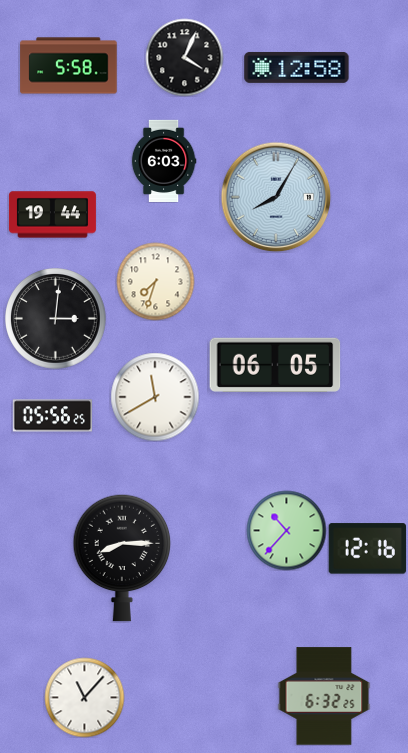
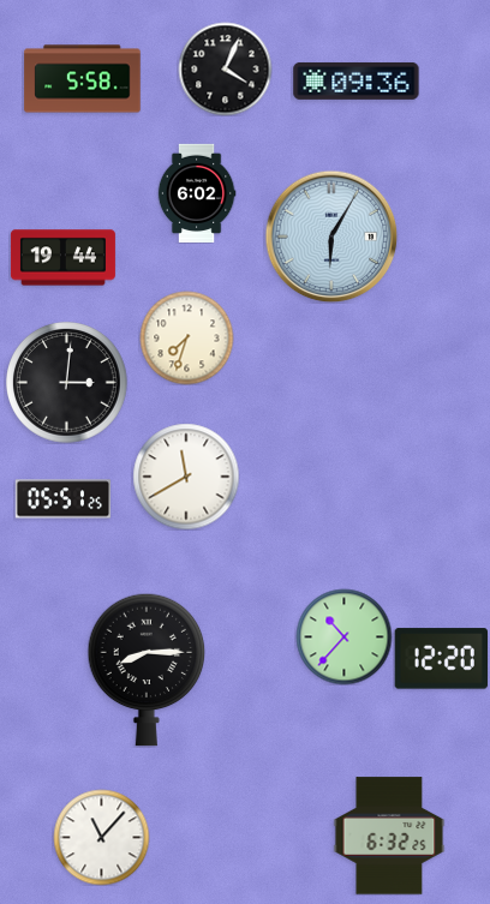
clock at (184, 57) position: (184, 57) -> (225, 68)
clock at (297, 67): 12:58 -> 09:36
clock at (164, 160): 6:03 -> 6:02
clock at (276, 197): 8:05 -> 6:05
clock at (275, 365): 06:05 -> none
clock at (52, 416): 05:56 -> 05:51
clock at (367, 549): 12:16 -> 12:20
